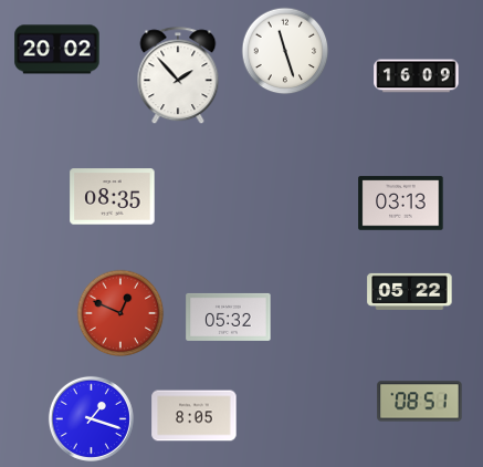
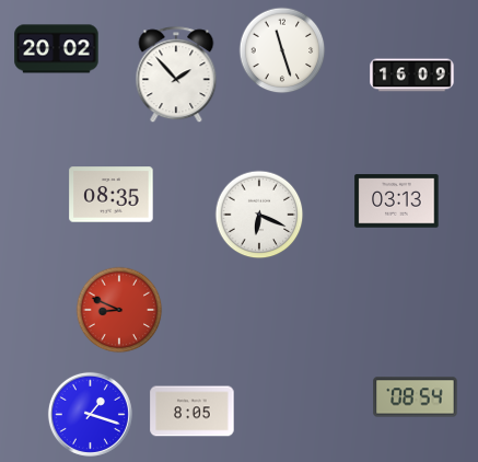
clock at (259, 215): none -> 6:19
clock at (410, 291): 05:22 -> none
clock at (120, 313): 12:49 -> 8:49
clock at (229, 316): 05:32 -> none
clock at (420, 402): 08:51 -> 08:54
